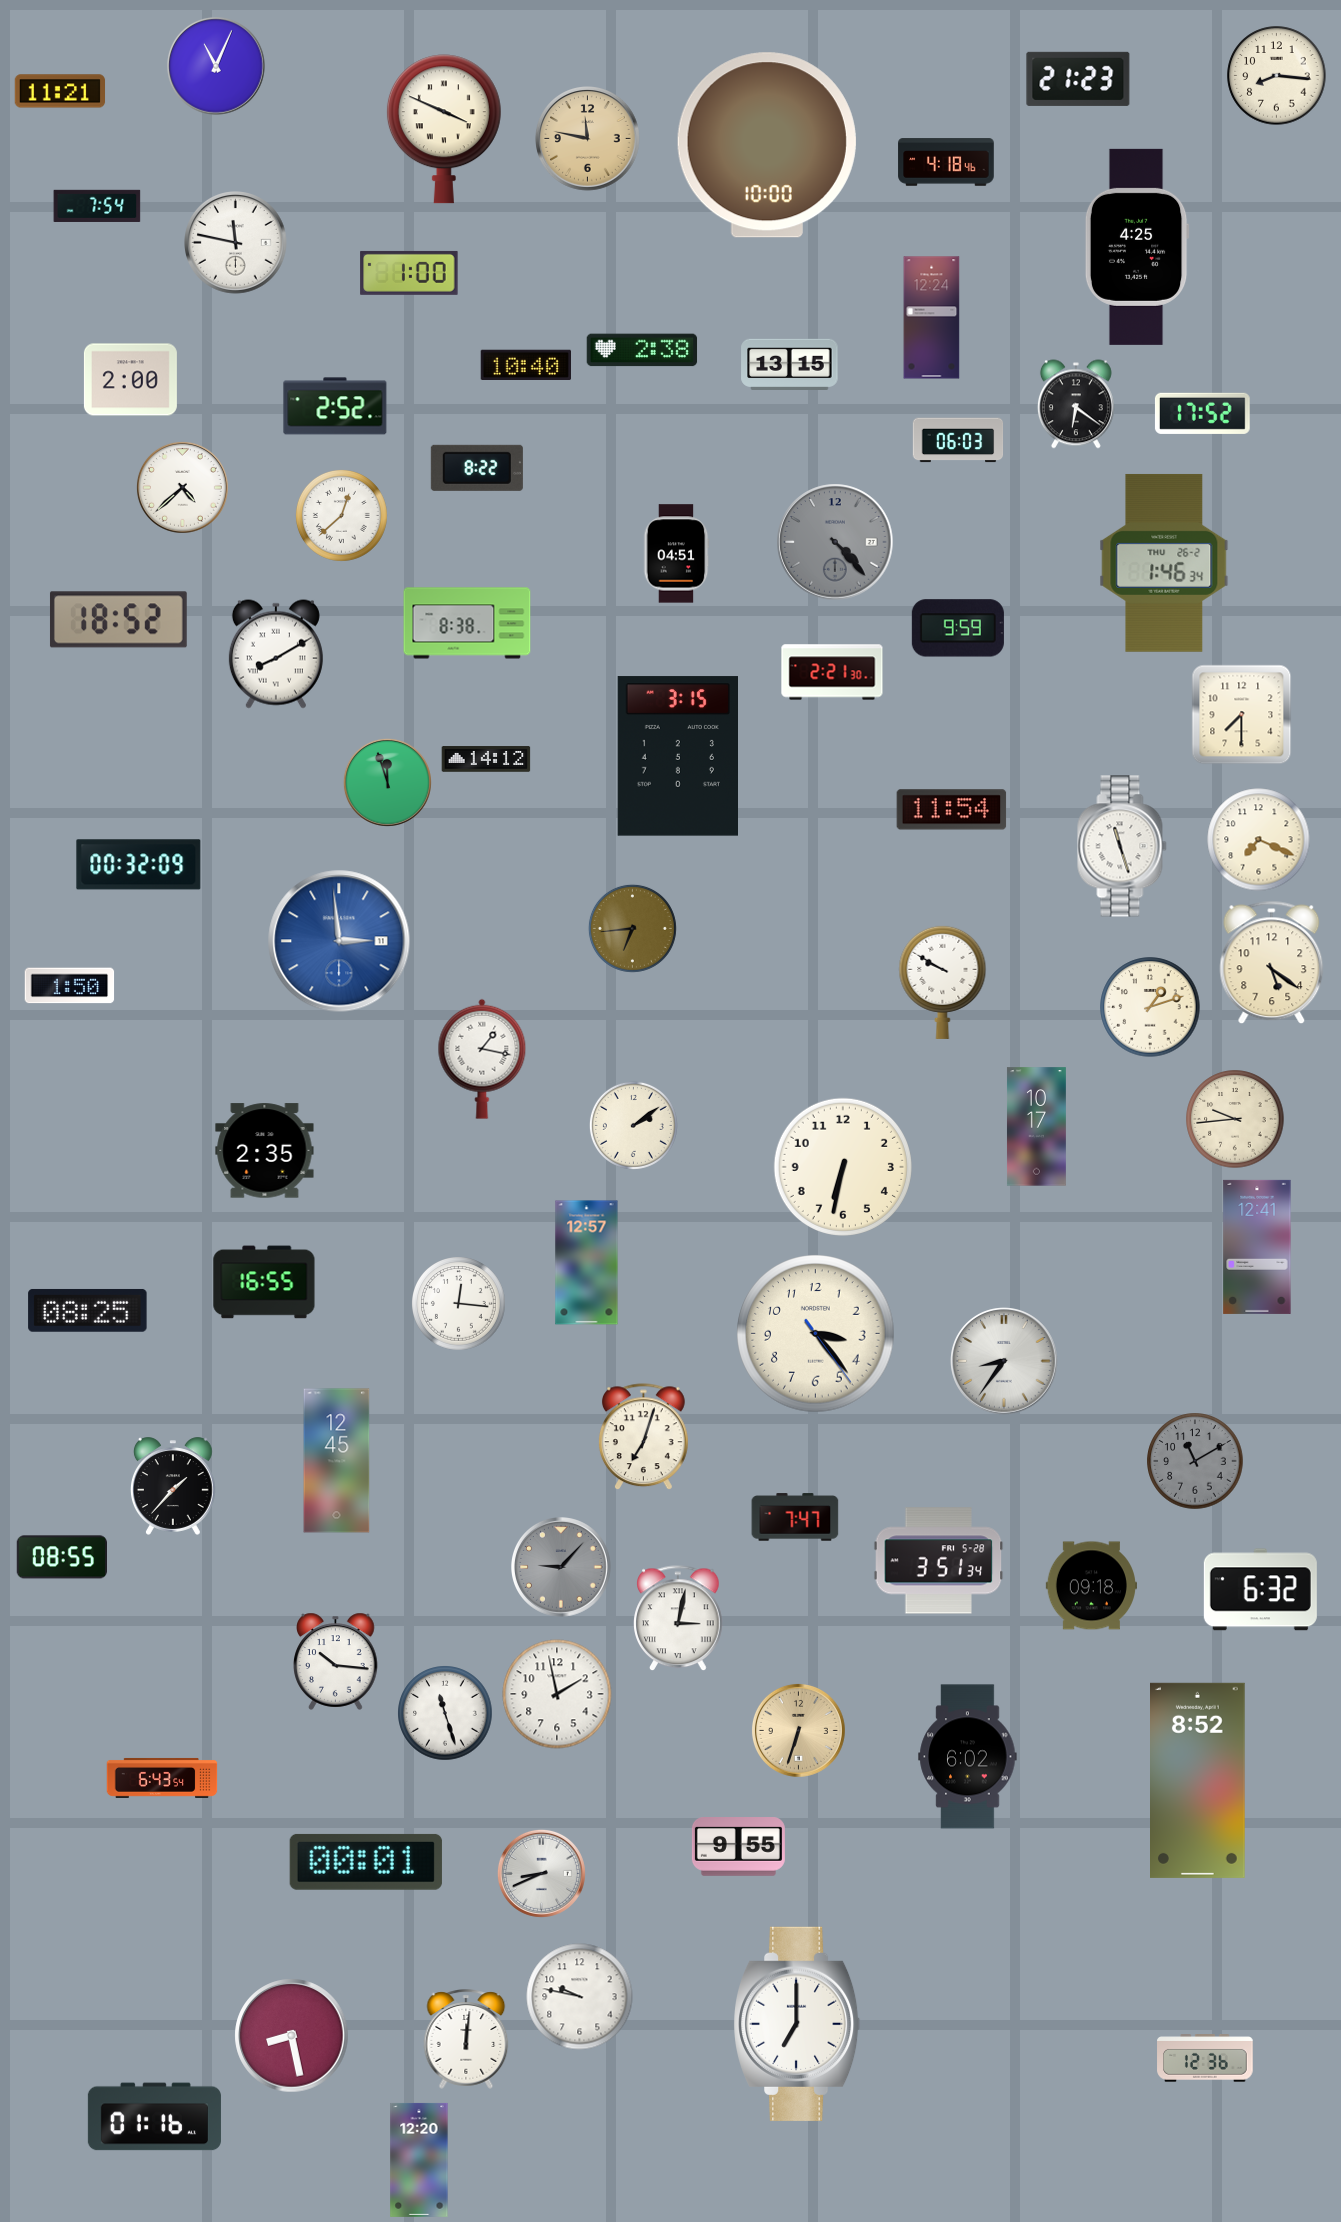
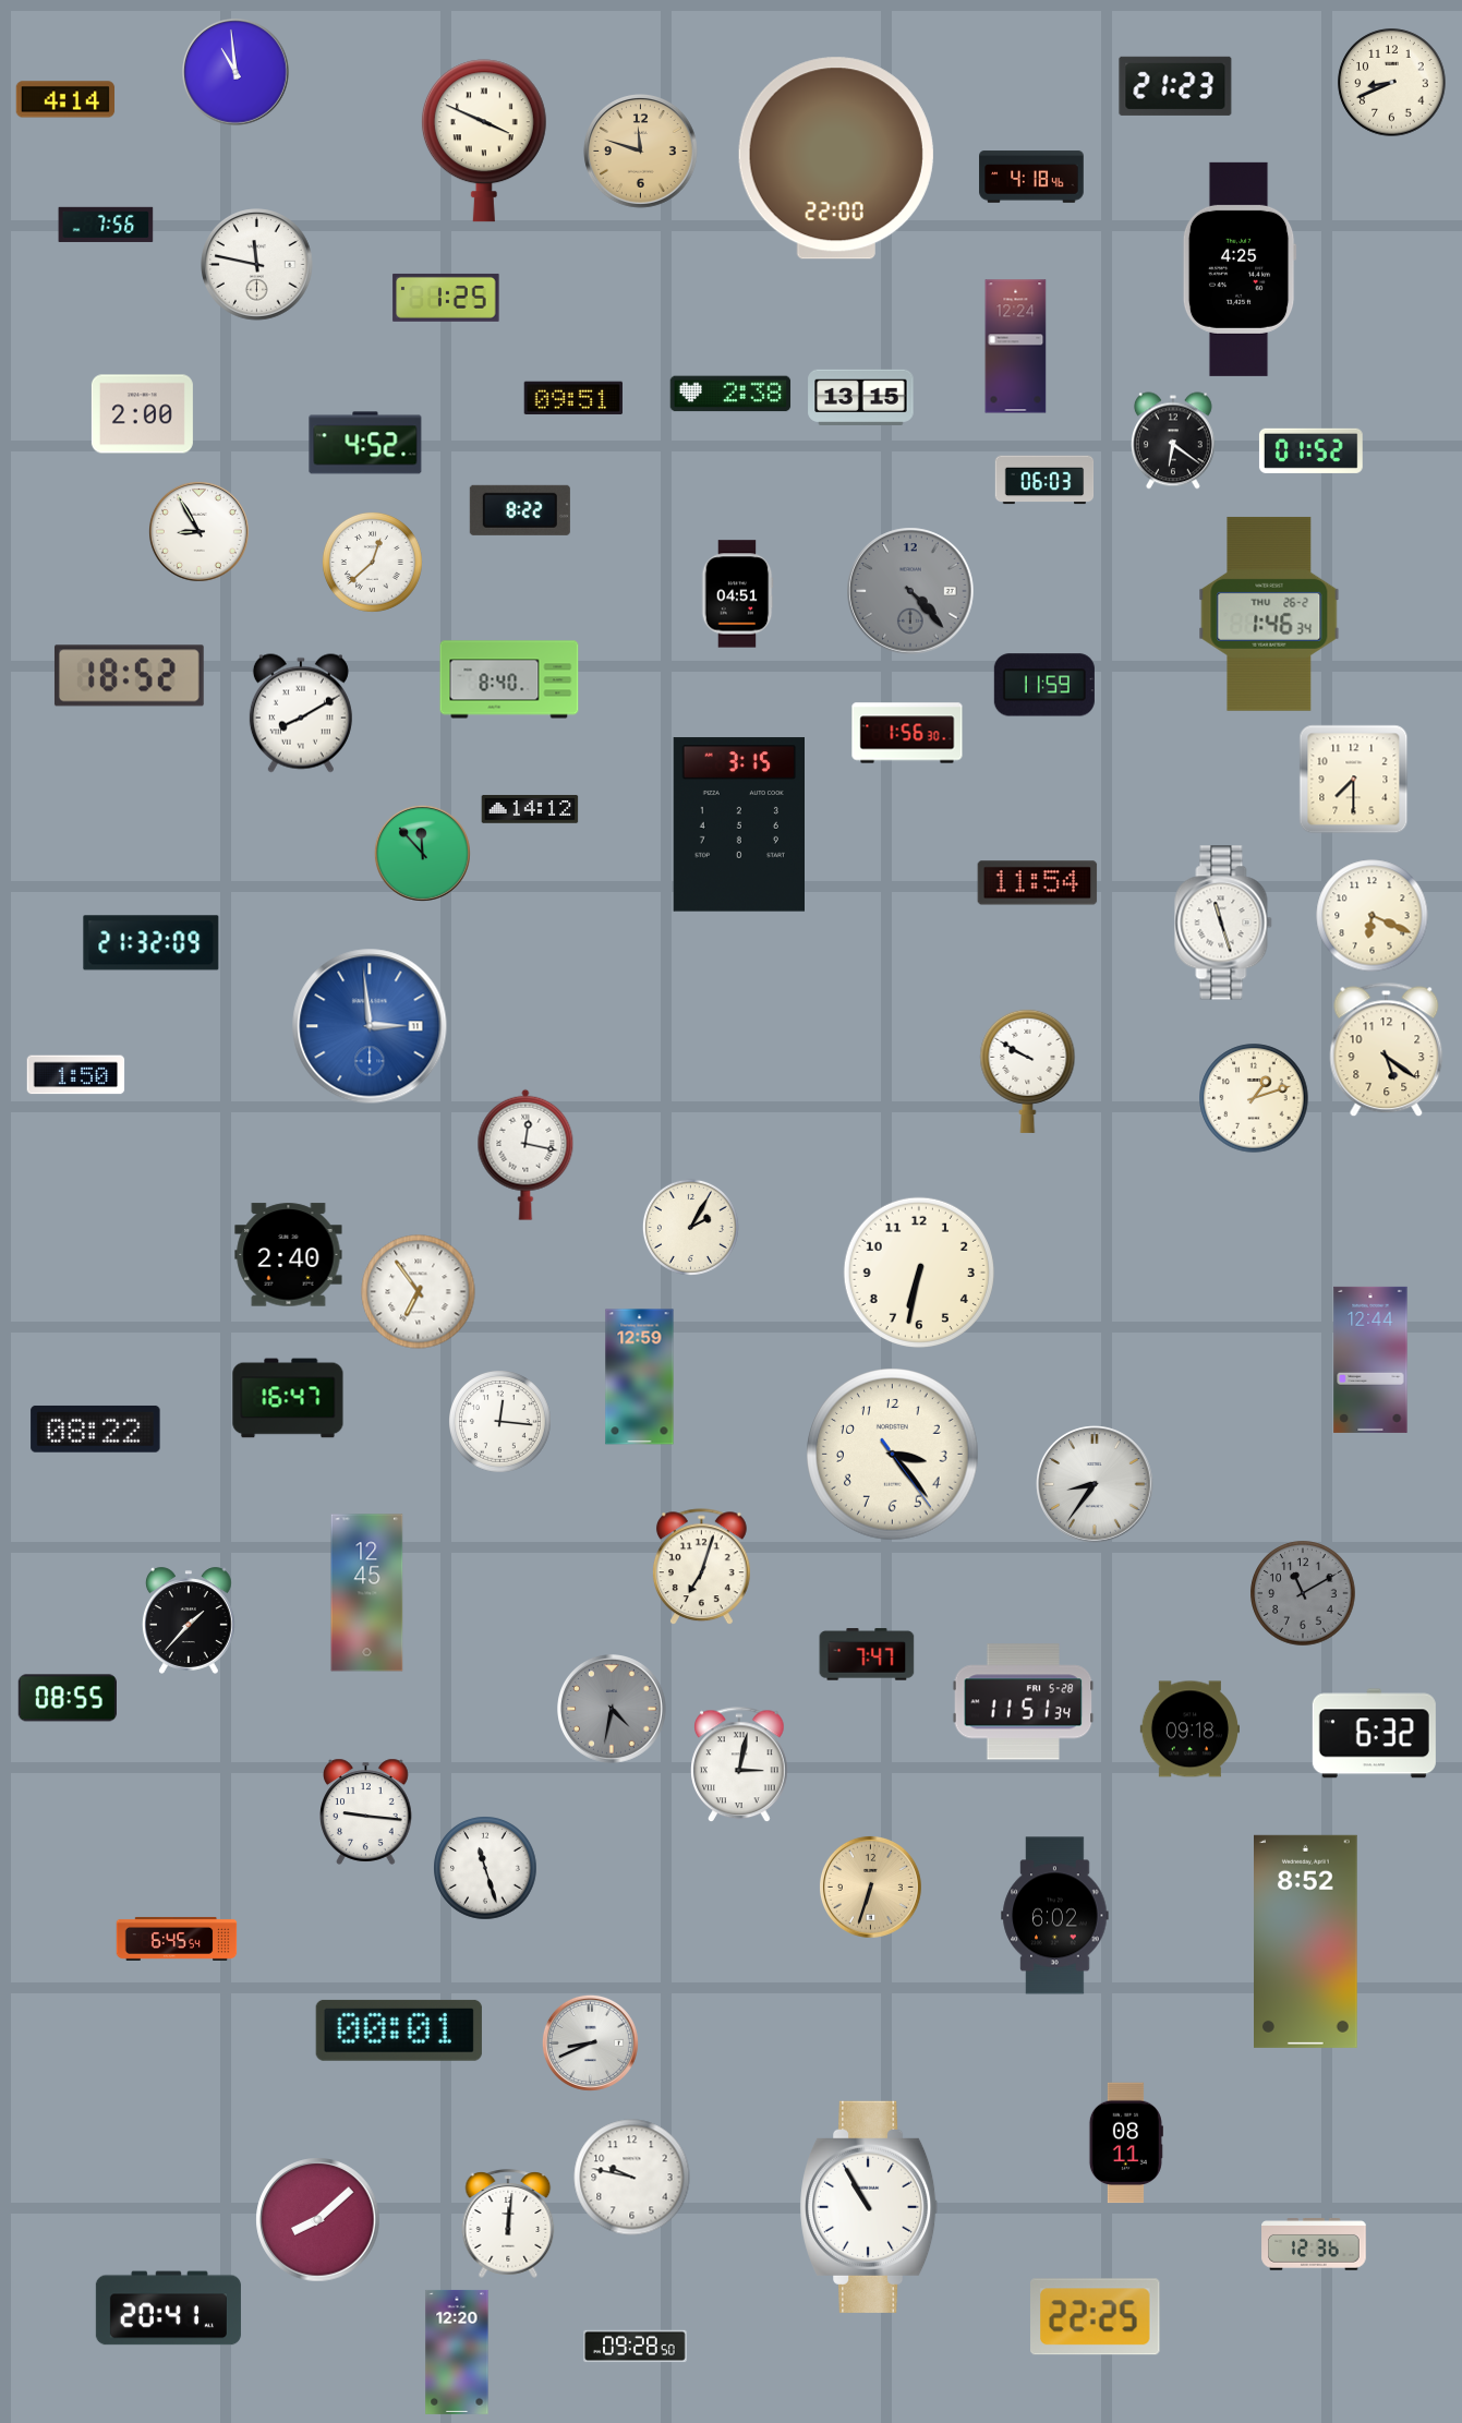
clock at (216, 66): 11:04 -> 10:59
clock at (1277, 76): 8:16 -> 8:41
clock at (60, 91): 11:21 -> 4:14
clock at (588, 139): 11:47 -> 11:48
clock at (767, 145): 10:00 -> 22:00
clock at (97, 206): 7:54 -> 7:56
clock at (409, 273): 1:00 -> 1:25
clock at (642, 350) position: (642, 350) -> (730, 394)
clock at (525, 364): 10:40 -> 09:51
clock at (335, 406): 2:52 -> 4:52
clock at (1202, 413): 17:52 -> 01:52
clock at (182, 487): 4:38 -> 8:55
clock at (676, 554) position: (676, 554) -> (737, 594)
clock at (467, 623): 8:38 -> 8:40
clock at (958, 628): 9:59 -> 11:59
clock at (832, 672): 2:21 -> 1:56
clock at (486, 759) position: (486, 759) -> (530, 809)
clock at (387, 782): 11:57 -> 11:53
clock at (1259, 840): 7:19 -> 6:19
clock at (139, 865): 00:32 -> 21:32
clock at (632, 928): 6:44 -> none
clock at (482, 1059): 1:17 -> 12:17
clock at (1235, 1119): 9:44 -> none
clock at (633, 1125): 2:09 -> 2:05
clock at (1036, 1127): 10:17 -> none
clock at (265, 1151): 2:35 -> 2:40
clock at (419, 1292): none -> 6:54
clock at (1257, 1247): 12:41 -> 12:44
clock at (587, 1263): 12:57 -> 12:59
clock at (264, 1282): 16:55 -> 16:47
clock at (88, 1310): 08:25 -> 08:22
clock at (816, 1334) position: (816, 1334) -> (893, 1455)
clock at (939, 1561): 3:51 -> 11:51
clock at (562, 1568): 9:07 -> 4:32
clock at (336, 1661): 10:16 -> 9:16
clock at (557, 1694): 1:58 -> none
clock at (162, 1778): 6:43 -> 6:45
clock at (738, 1847): 9:55 -> none
clock at (1126, 2143): none -> 08:11
clock at (798, 2024): 7:00 -> 10:55
clock at (292, 2036): 8:28 -> 8:08
clock at (154, 2117): 01:16 -> 20:41
clock at (1096, 2317): none -> 22:25
clock at (636, 2347): none -> 09:28
clock at (419, 2160) position: (419, 2160) -> (457, 2352)
